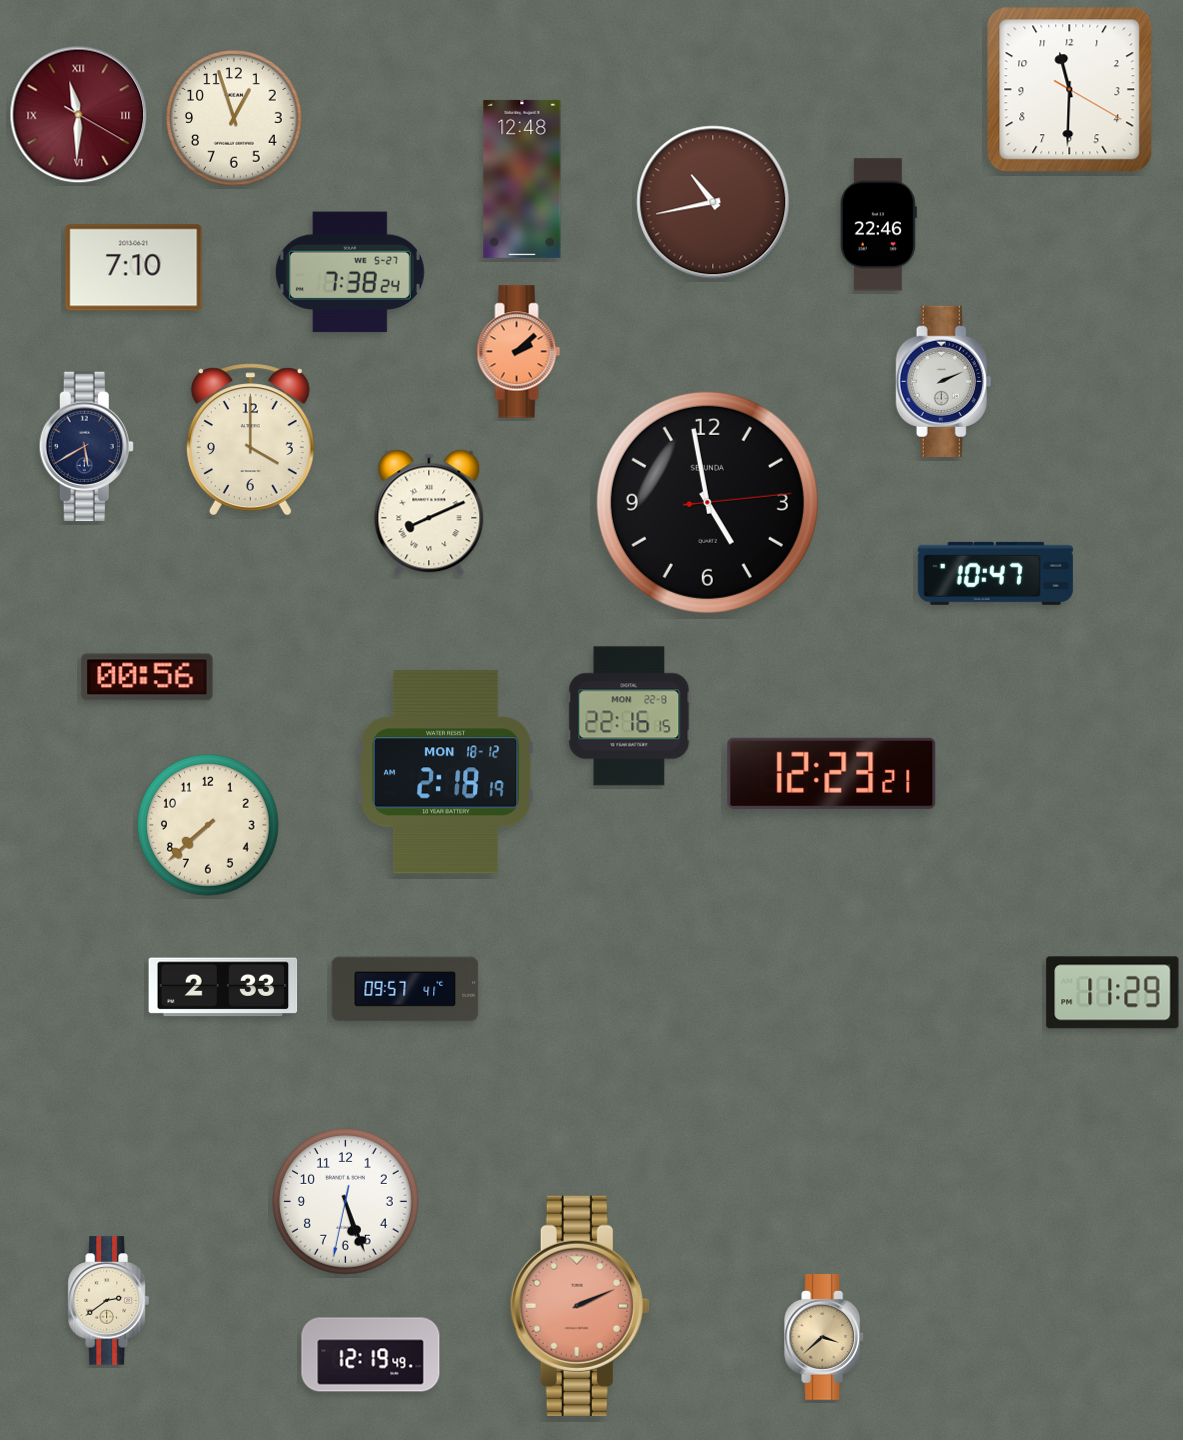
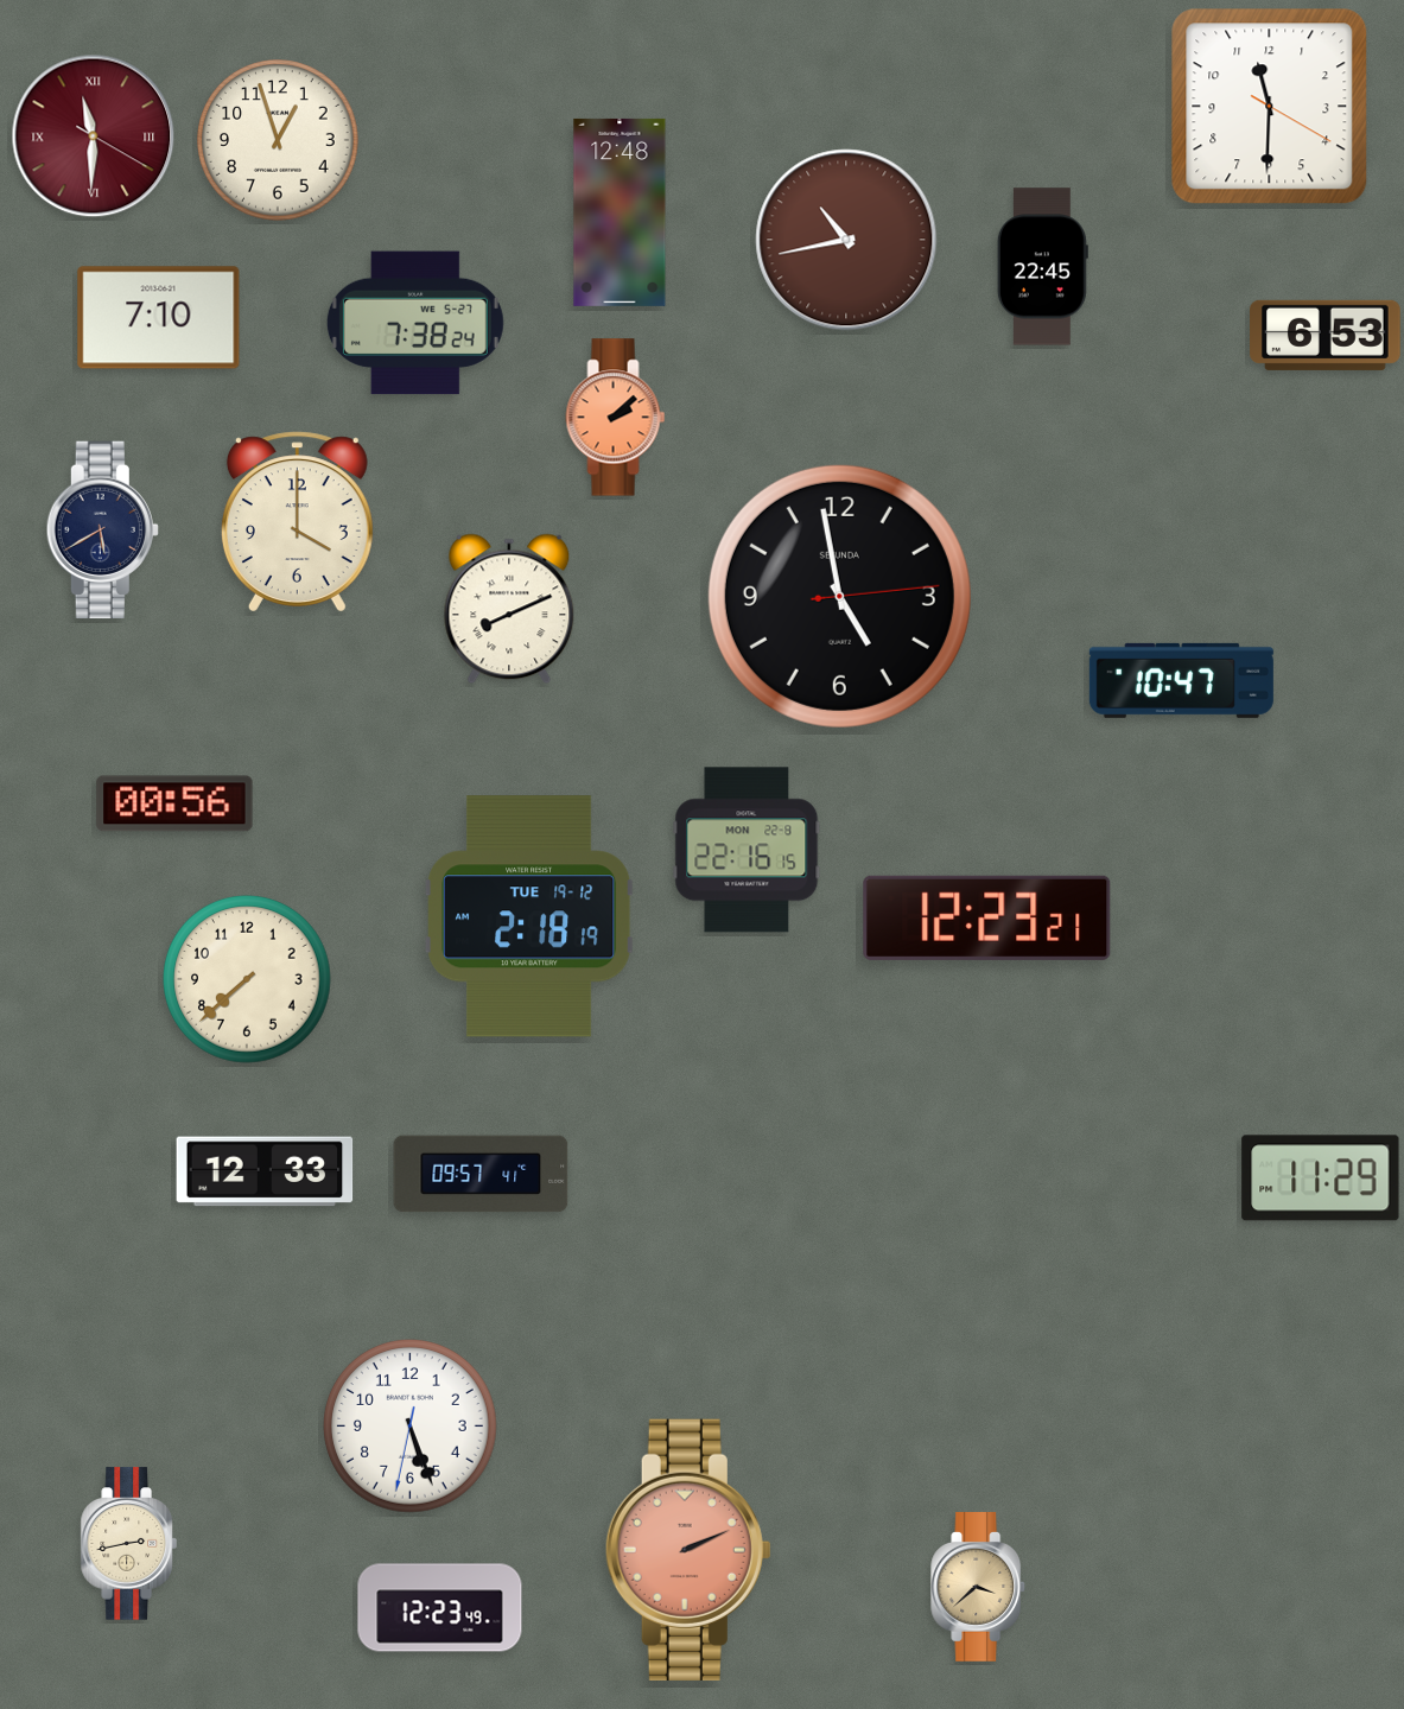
clock at (878, 225): 22:46 -> 22:45
clock at (1326, 335): none -> 6:53
clock at (944, 381): 2:11 -> none
clock at (447, 772) date: MON 18-12 -> TUE 19-12
clock at (223, 987): 2:33 -> 12:33
clock at (108, 1301): 2:39 -> 2:43
clock at (371, 1355): 12:19 -> 12:23
